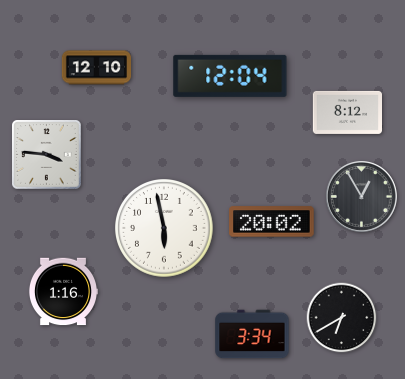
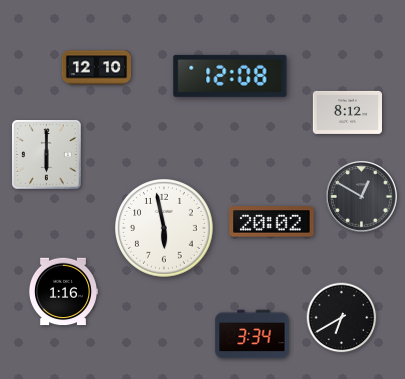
clock at (230, 76): 12:04 -> 12:08
clock at (47, 155): 3:46 -> 6:00
clock at (361, 196): 12:55 -> 12:50
